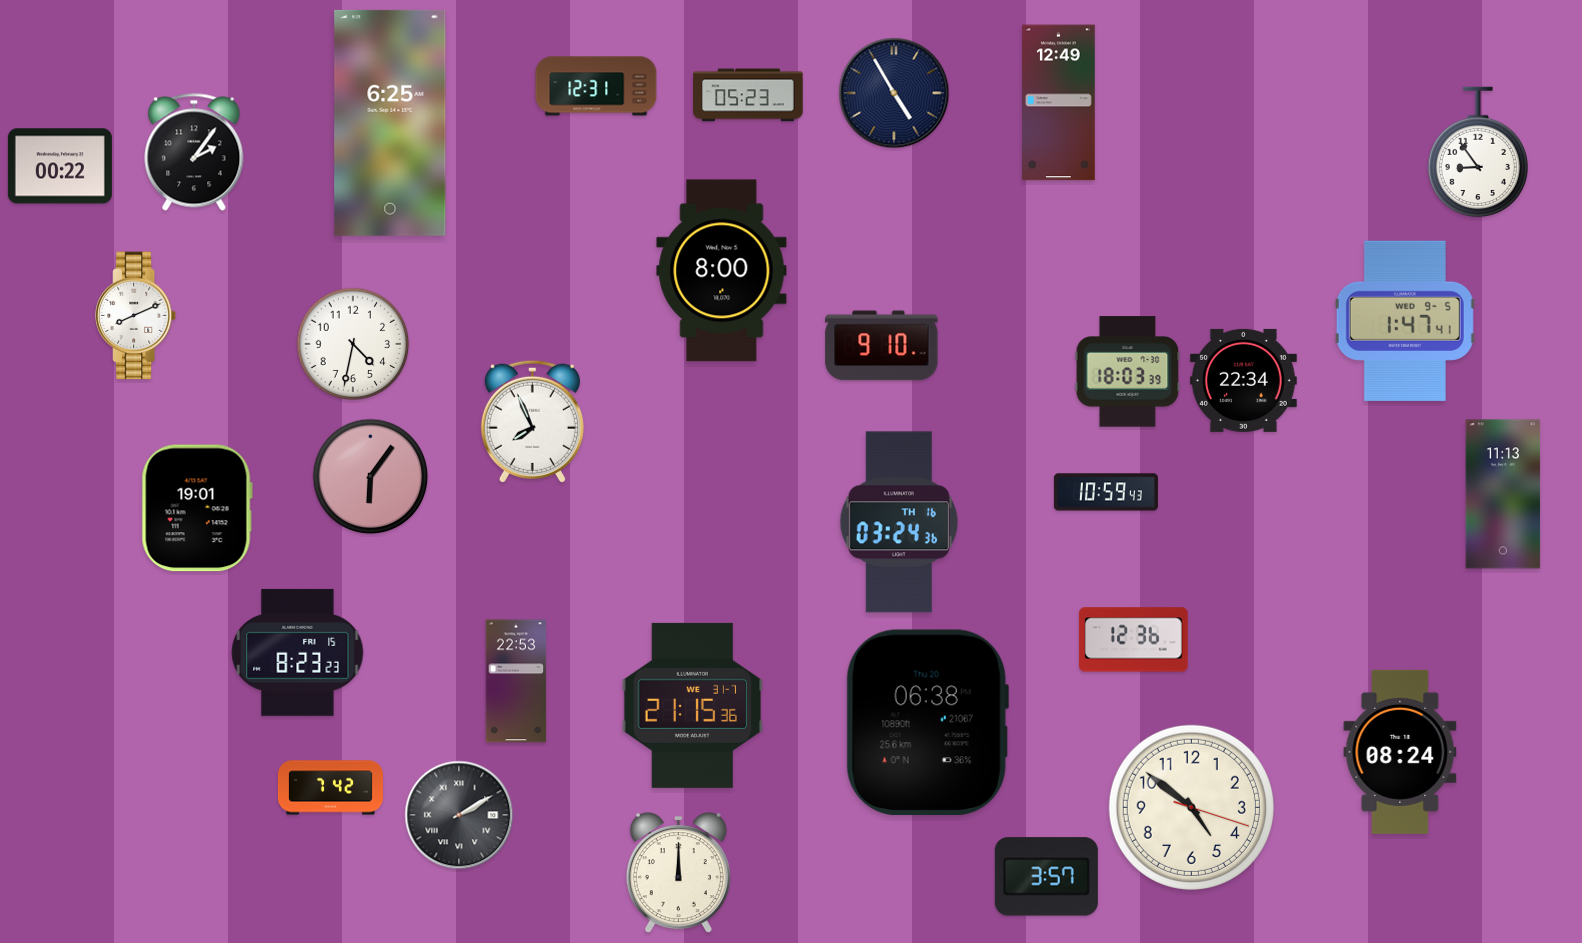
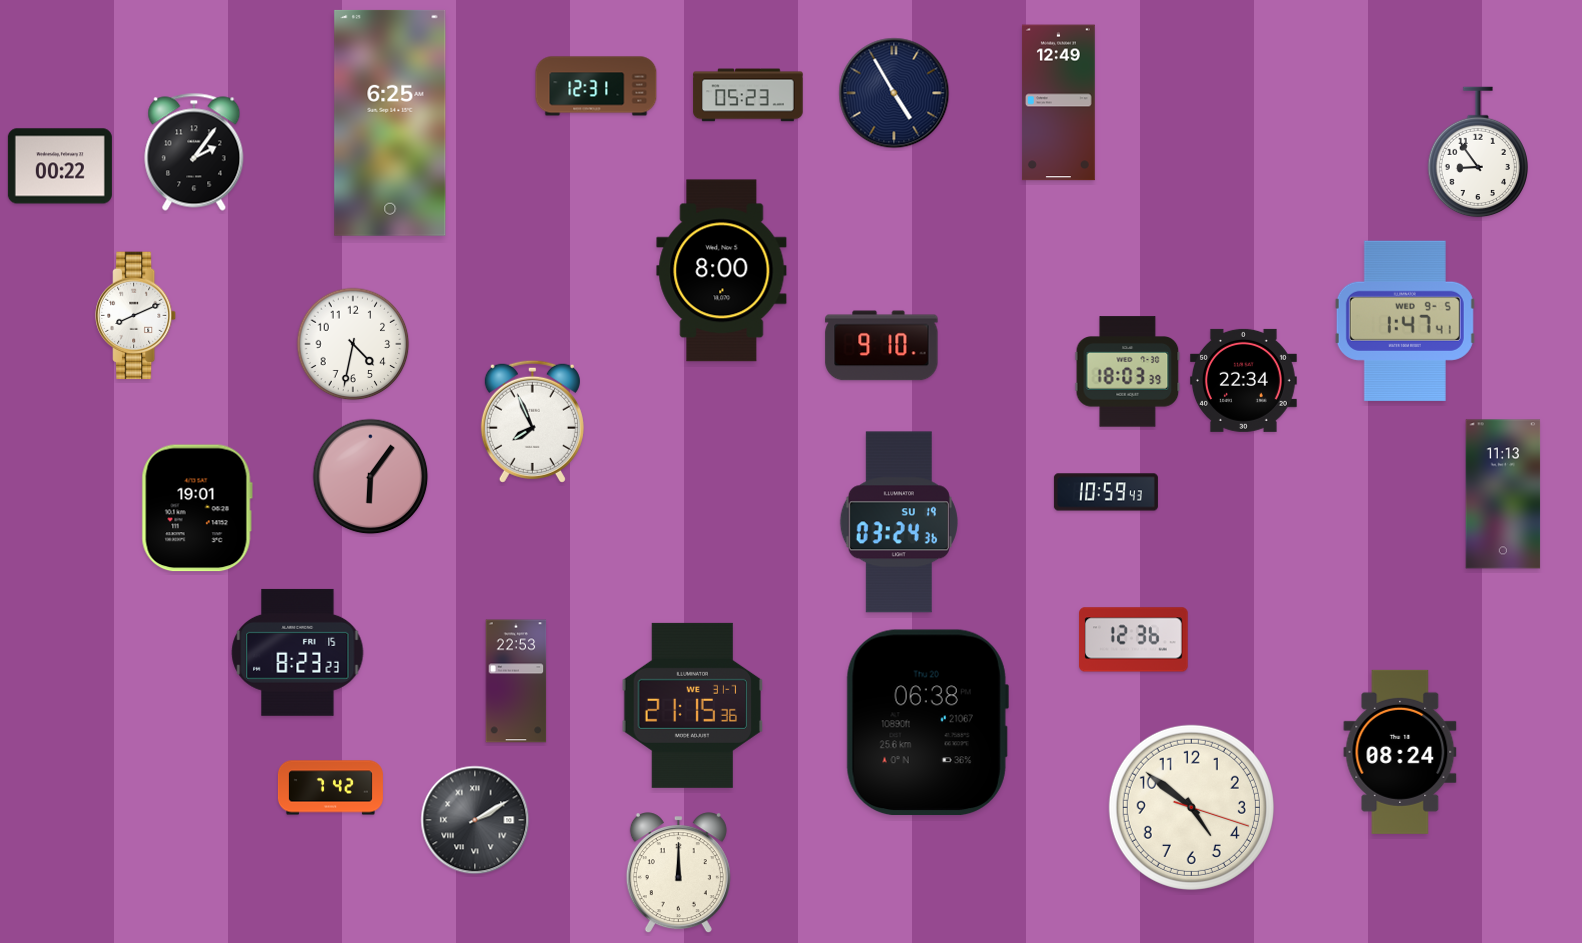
clock at (899, 522) date: TH 16 -> SU 19
clock at (459, 815) position: (459, 815) -> (475, 820)
clock at (1046, 877): 3:57 -> none
